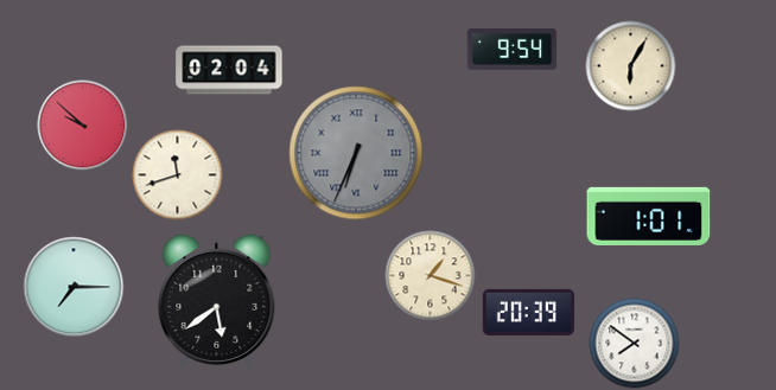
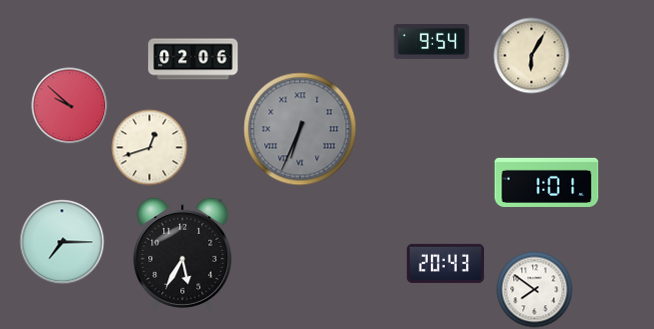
clock at (229, 70): 02:04 -> 02:06
clock at (178, 175): 11:42 -> 12:42
clock at (431, 276): 1:18 -> none
clock at (217, 301): 5:39 -> 5:35
clock at (529, 312): 20:39 -> 20:43
